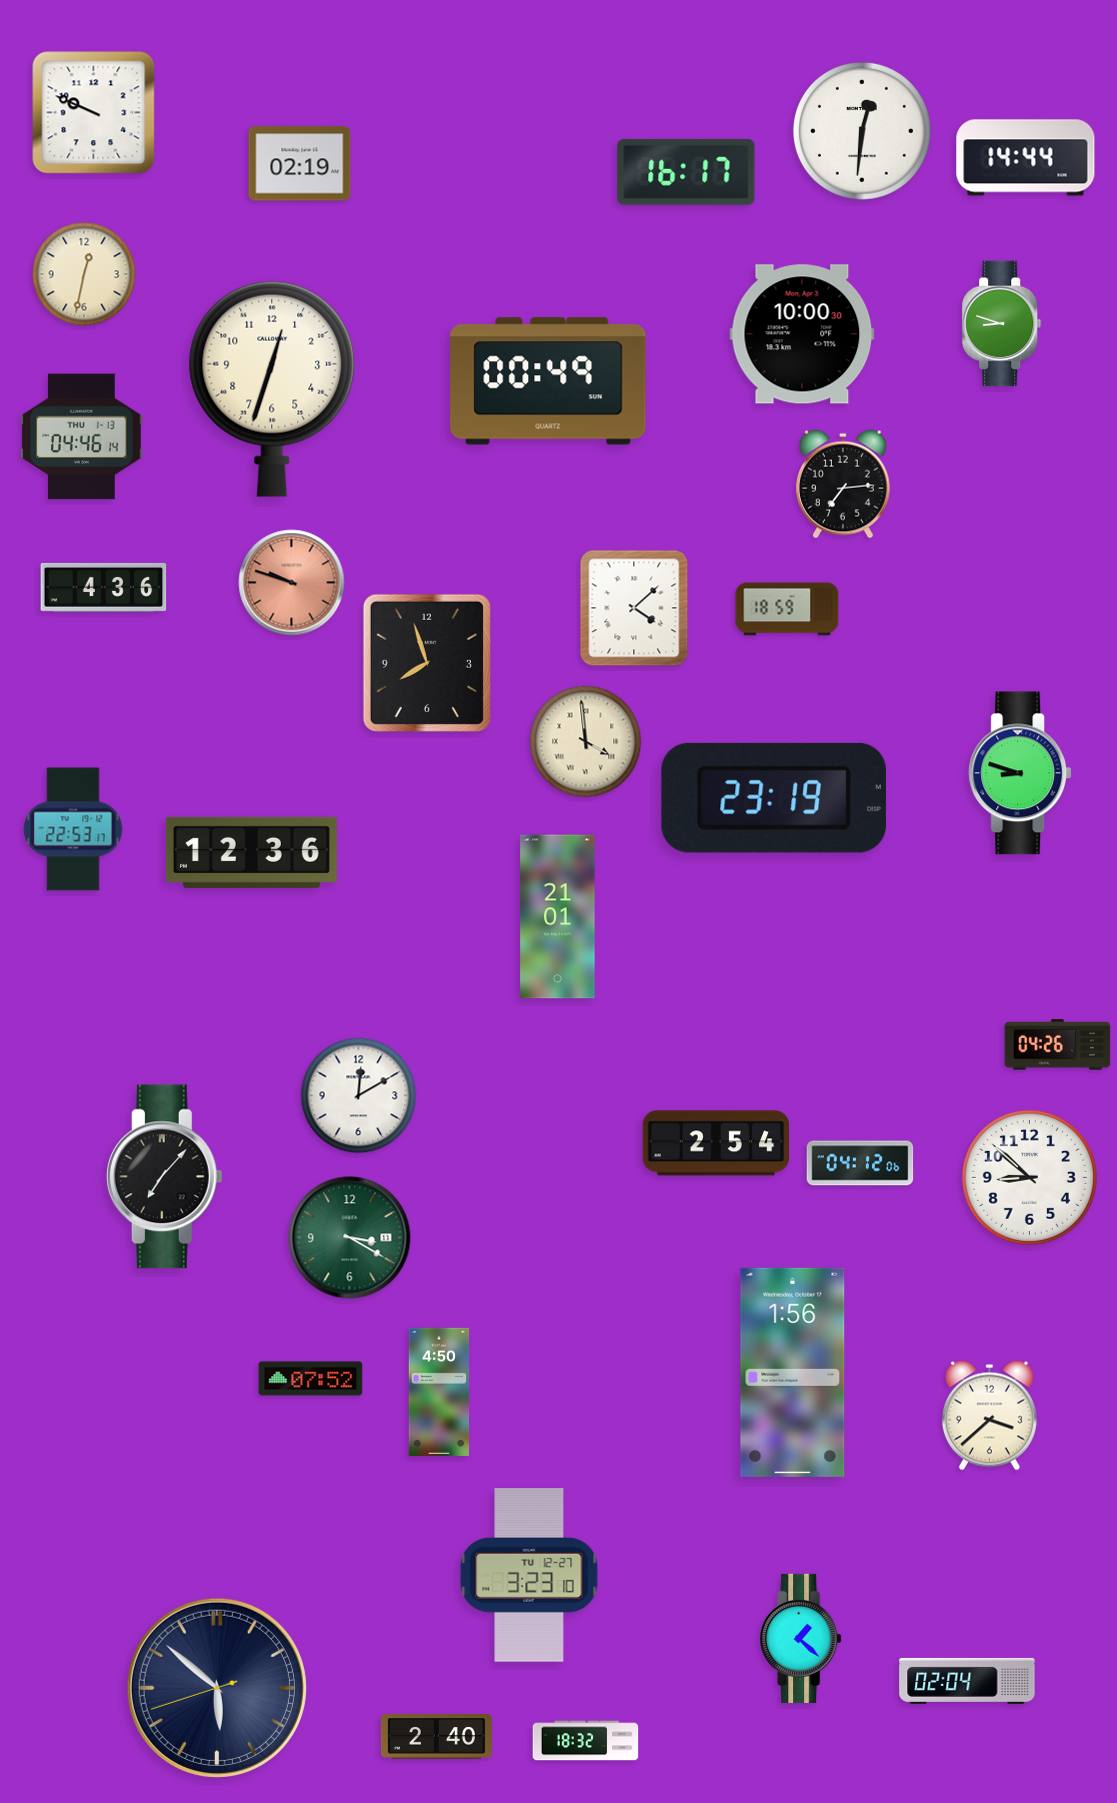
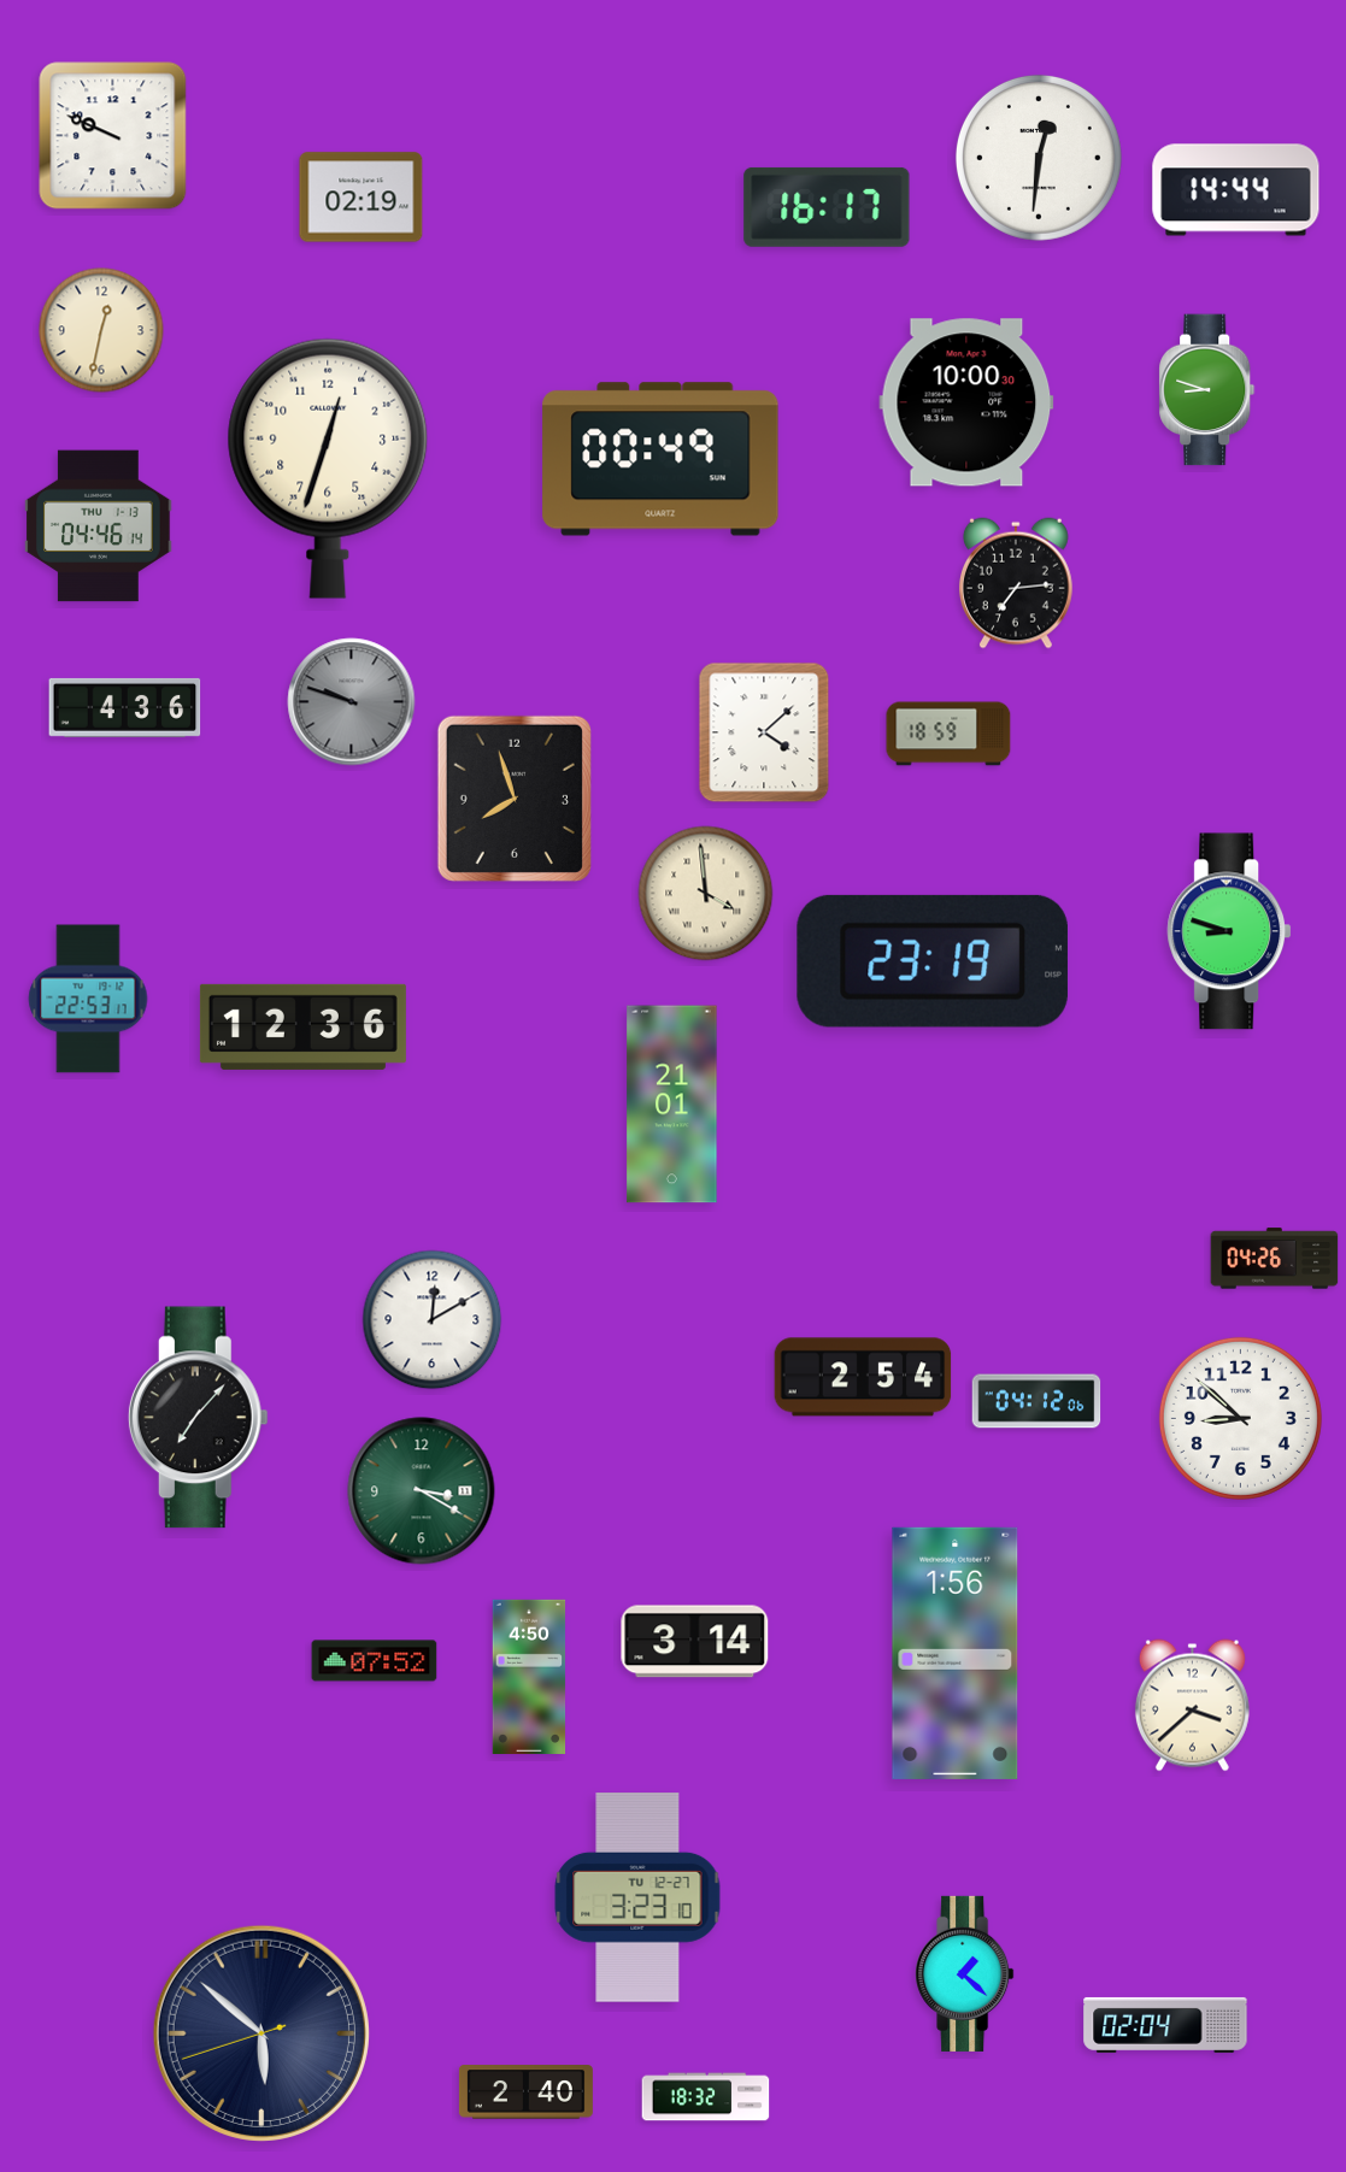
clock at (292, 583) dial: salmon -> grey
clock at (695, 1642): none -> 3:14
